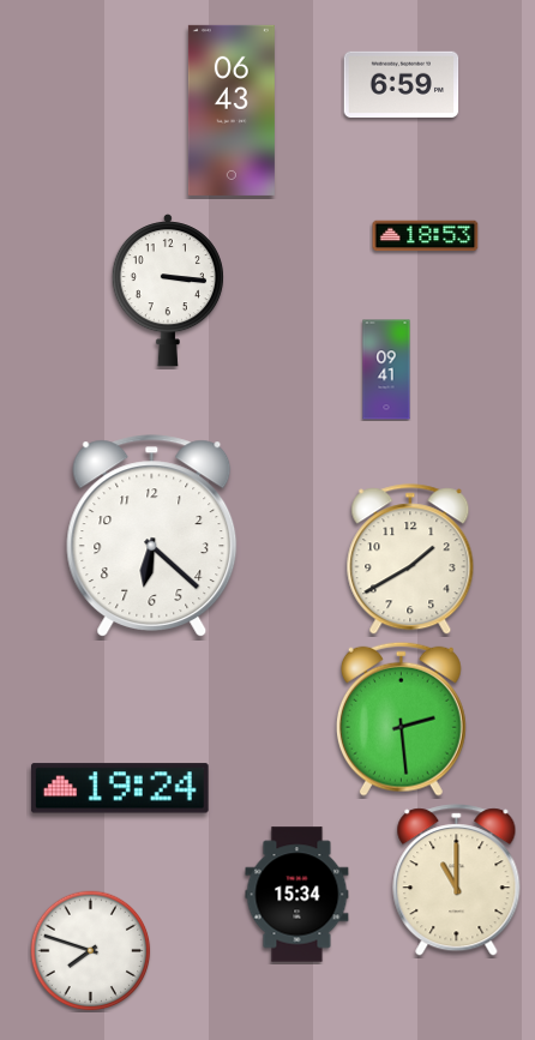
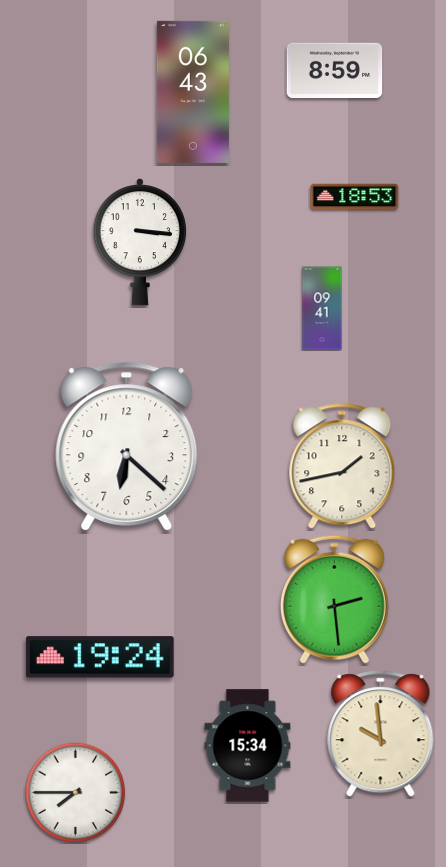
clock at (402, 84): 6:59 -> 8:59
clock at (410, 560): 1:40 -> 1:43
clock at (457, 880): 11:00 -> 9:59
clock at (91, 951): 7:48 -> 7:45
